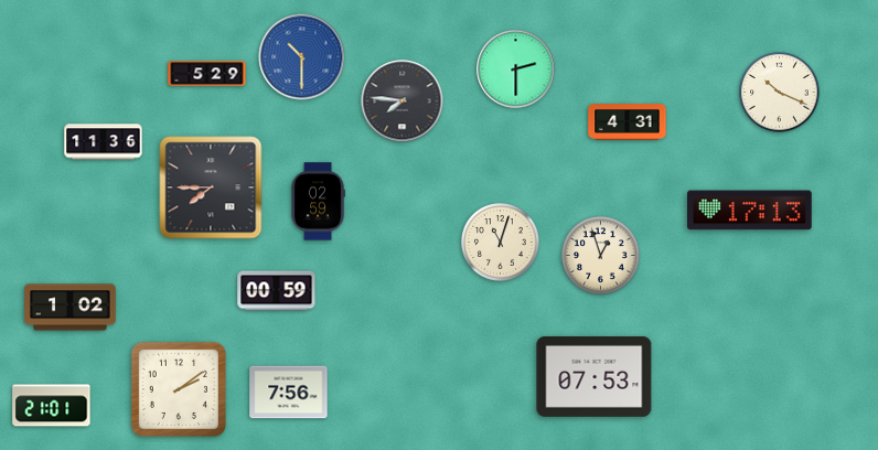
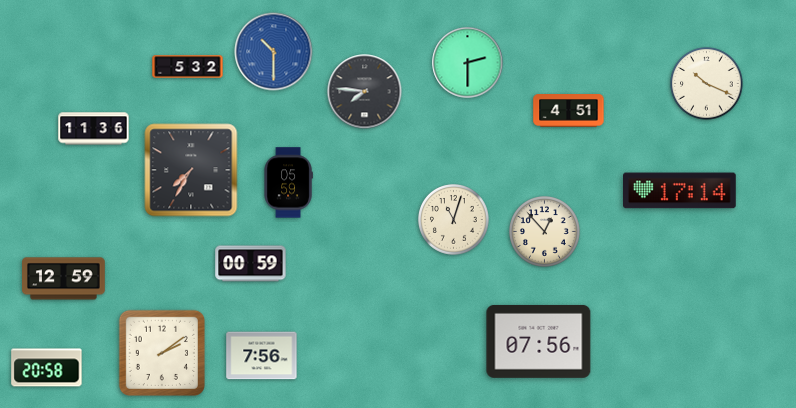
clock at (207, 74): 5:29 -> 5:32
clock at (628, 122): 4:31 -> 4:51
clock at (211, 187): 7:45 -> 7:35
clock at (318, 202): 02:59 -> 05:59
clock at (750, 211): 17:13 -> 17:14
clock at (601, 256): 12:57 -> 12:53
clock at (71, 308): 1:02 -> 12:59
clock at (595, 376): 07:53 -> 07:56
clock at (52, 406): 21:01 -> 20:58
